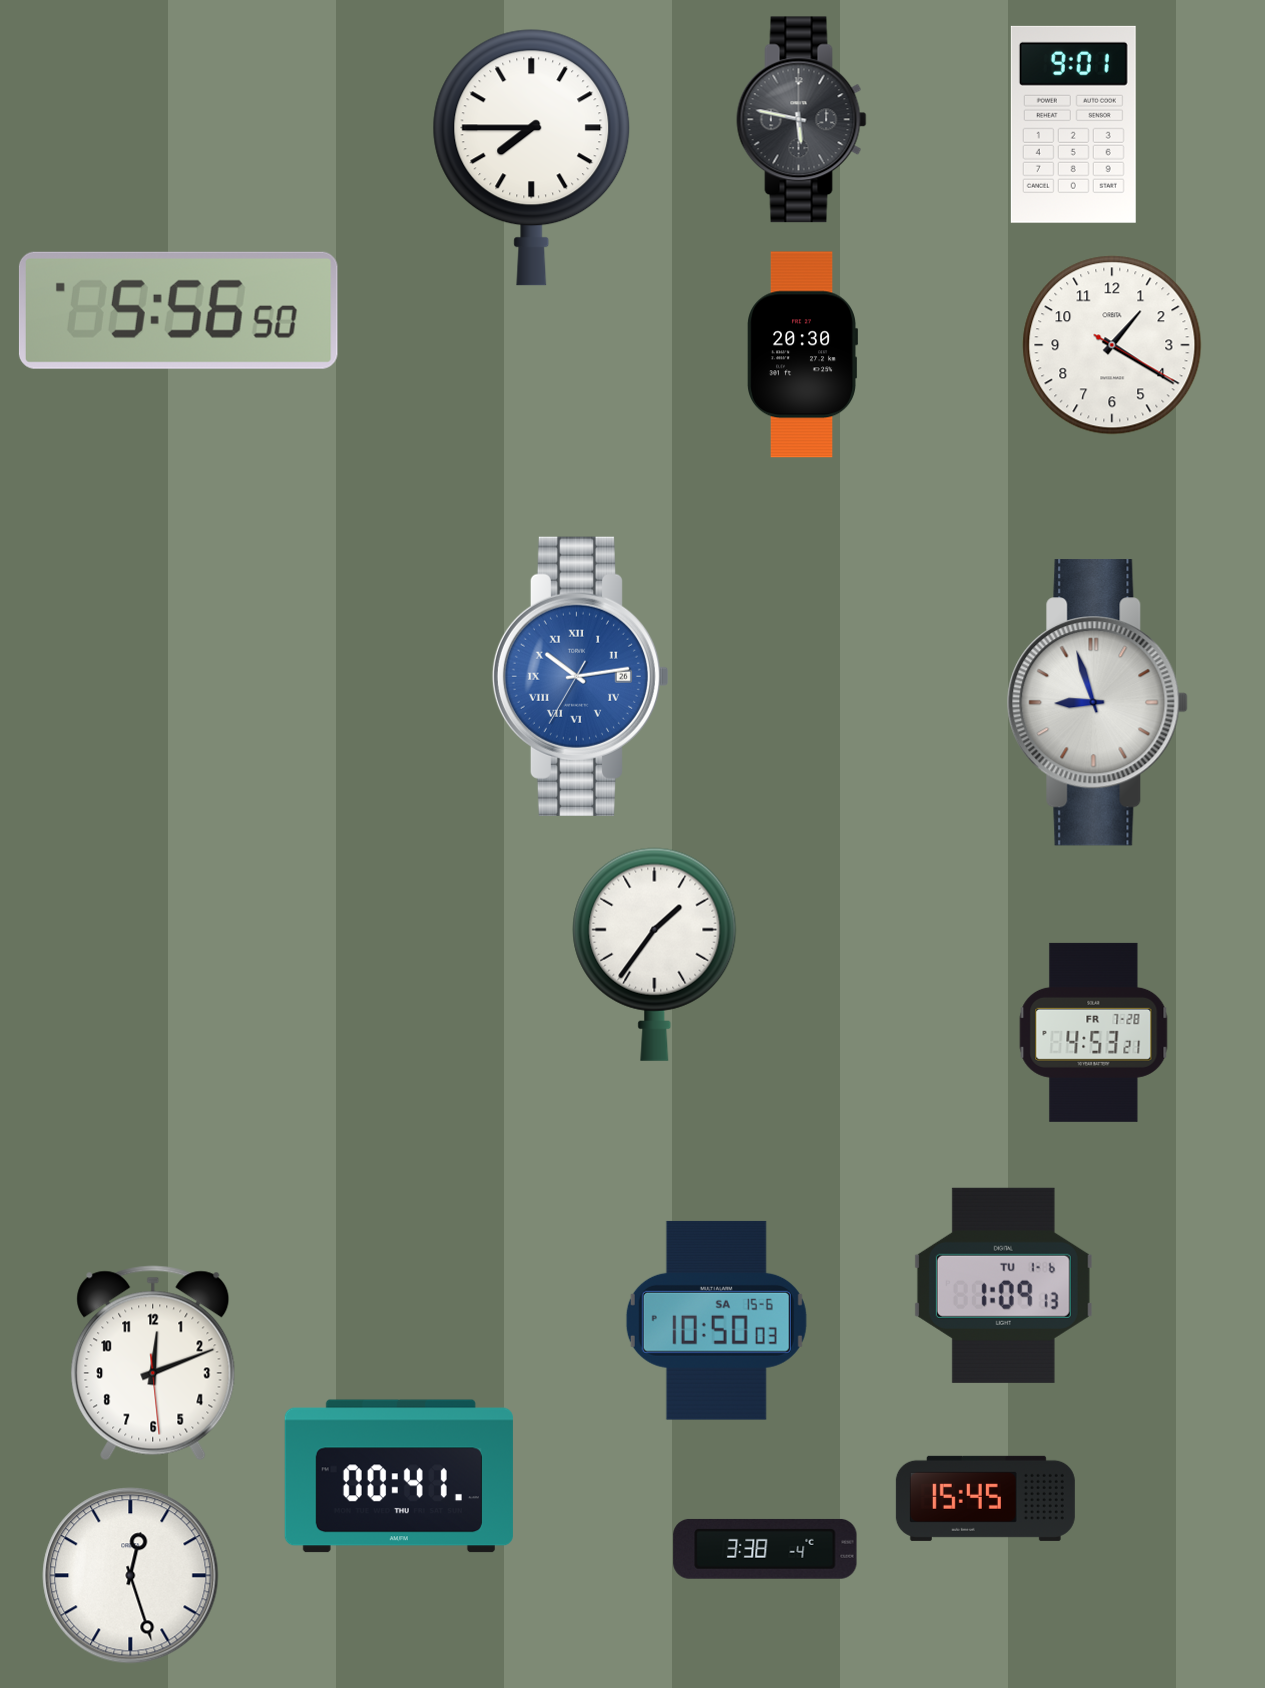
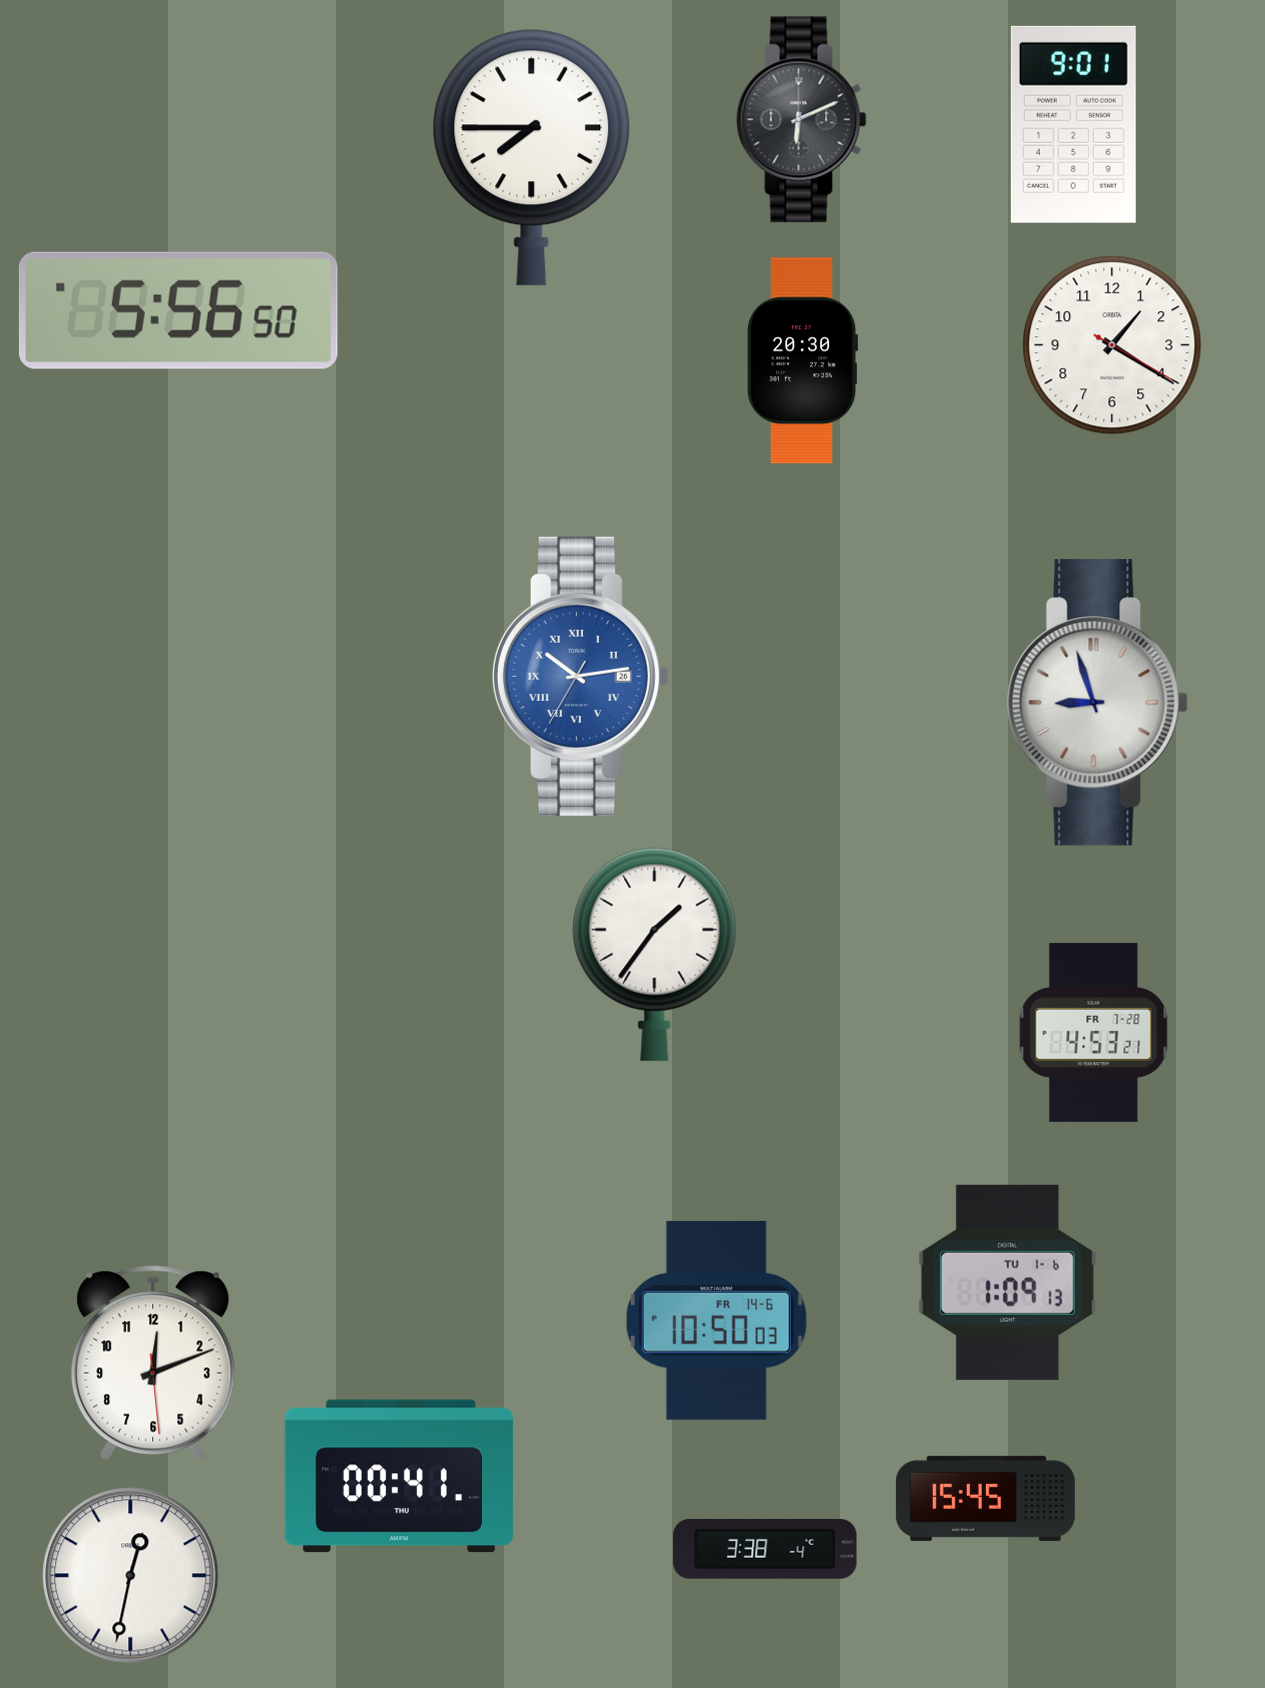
clock at (802, 120): 5:47 -> 6:11
clock at (802, 355) position: (802, 355) -> (802, 361)
clock at (1003, 1285) position: (1003, 1285) -> (1007, 1282)
clock at (716, 1320) date: SA 15-6 -> FR 14-6
clock at (131, 1576): 12:27 -> 12:32
